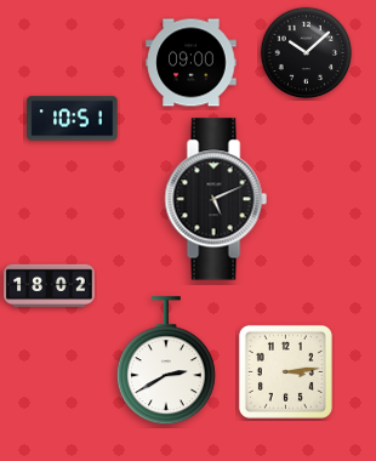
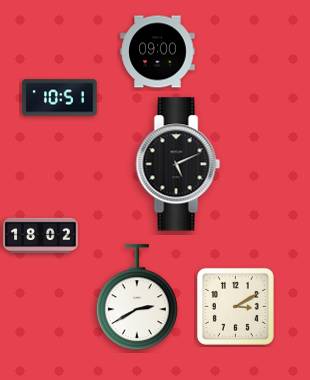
clock at (307, 53): 10:08 -> none
clock at (285, 371): 3:14 -> 3:10
